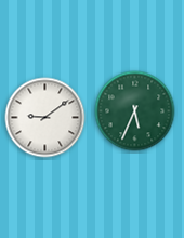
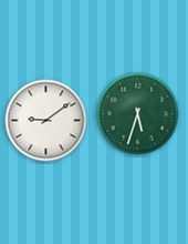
clock at (135, 111): 5:34 -> 5:33
